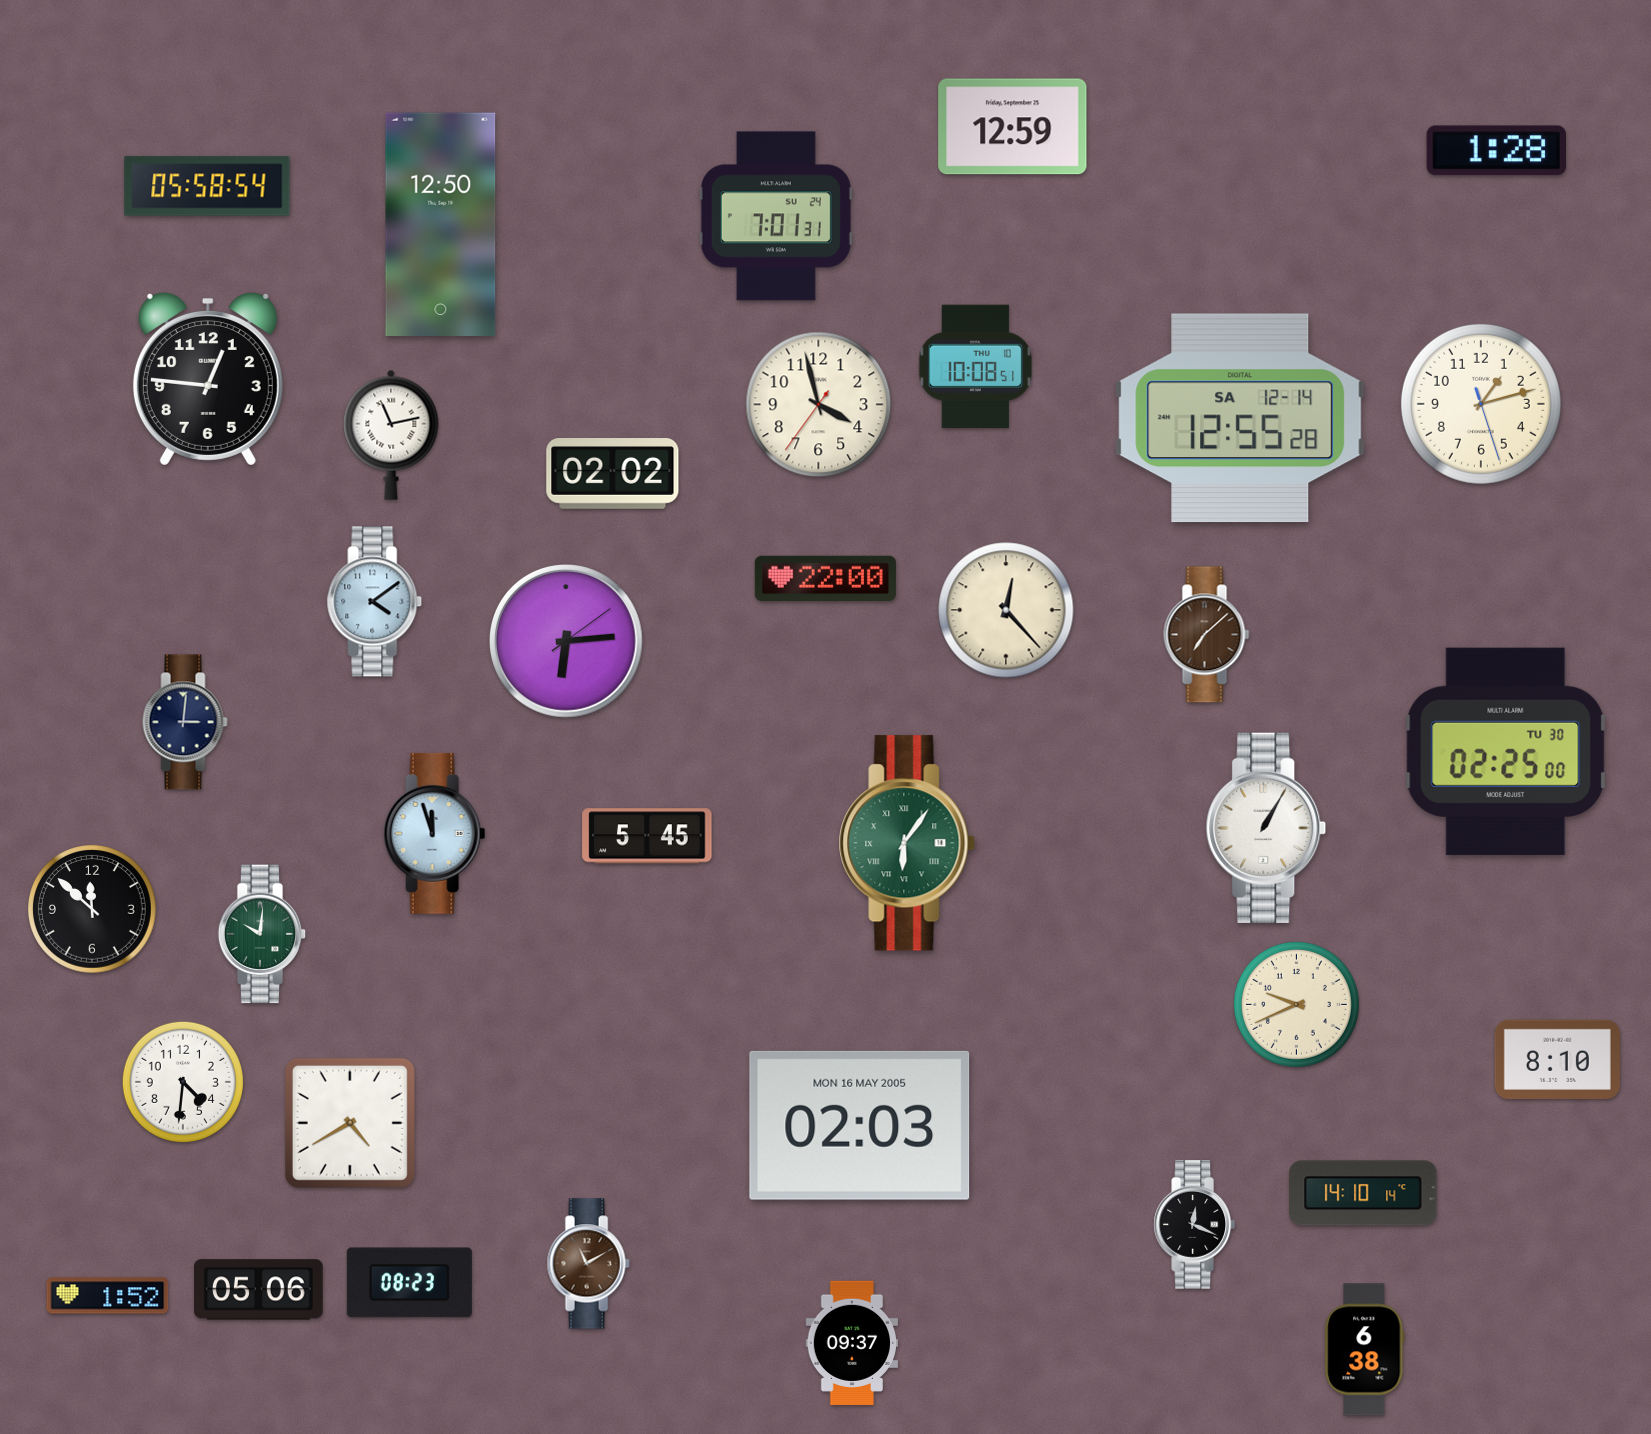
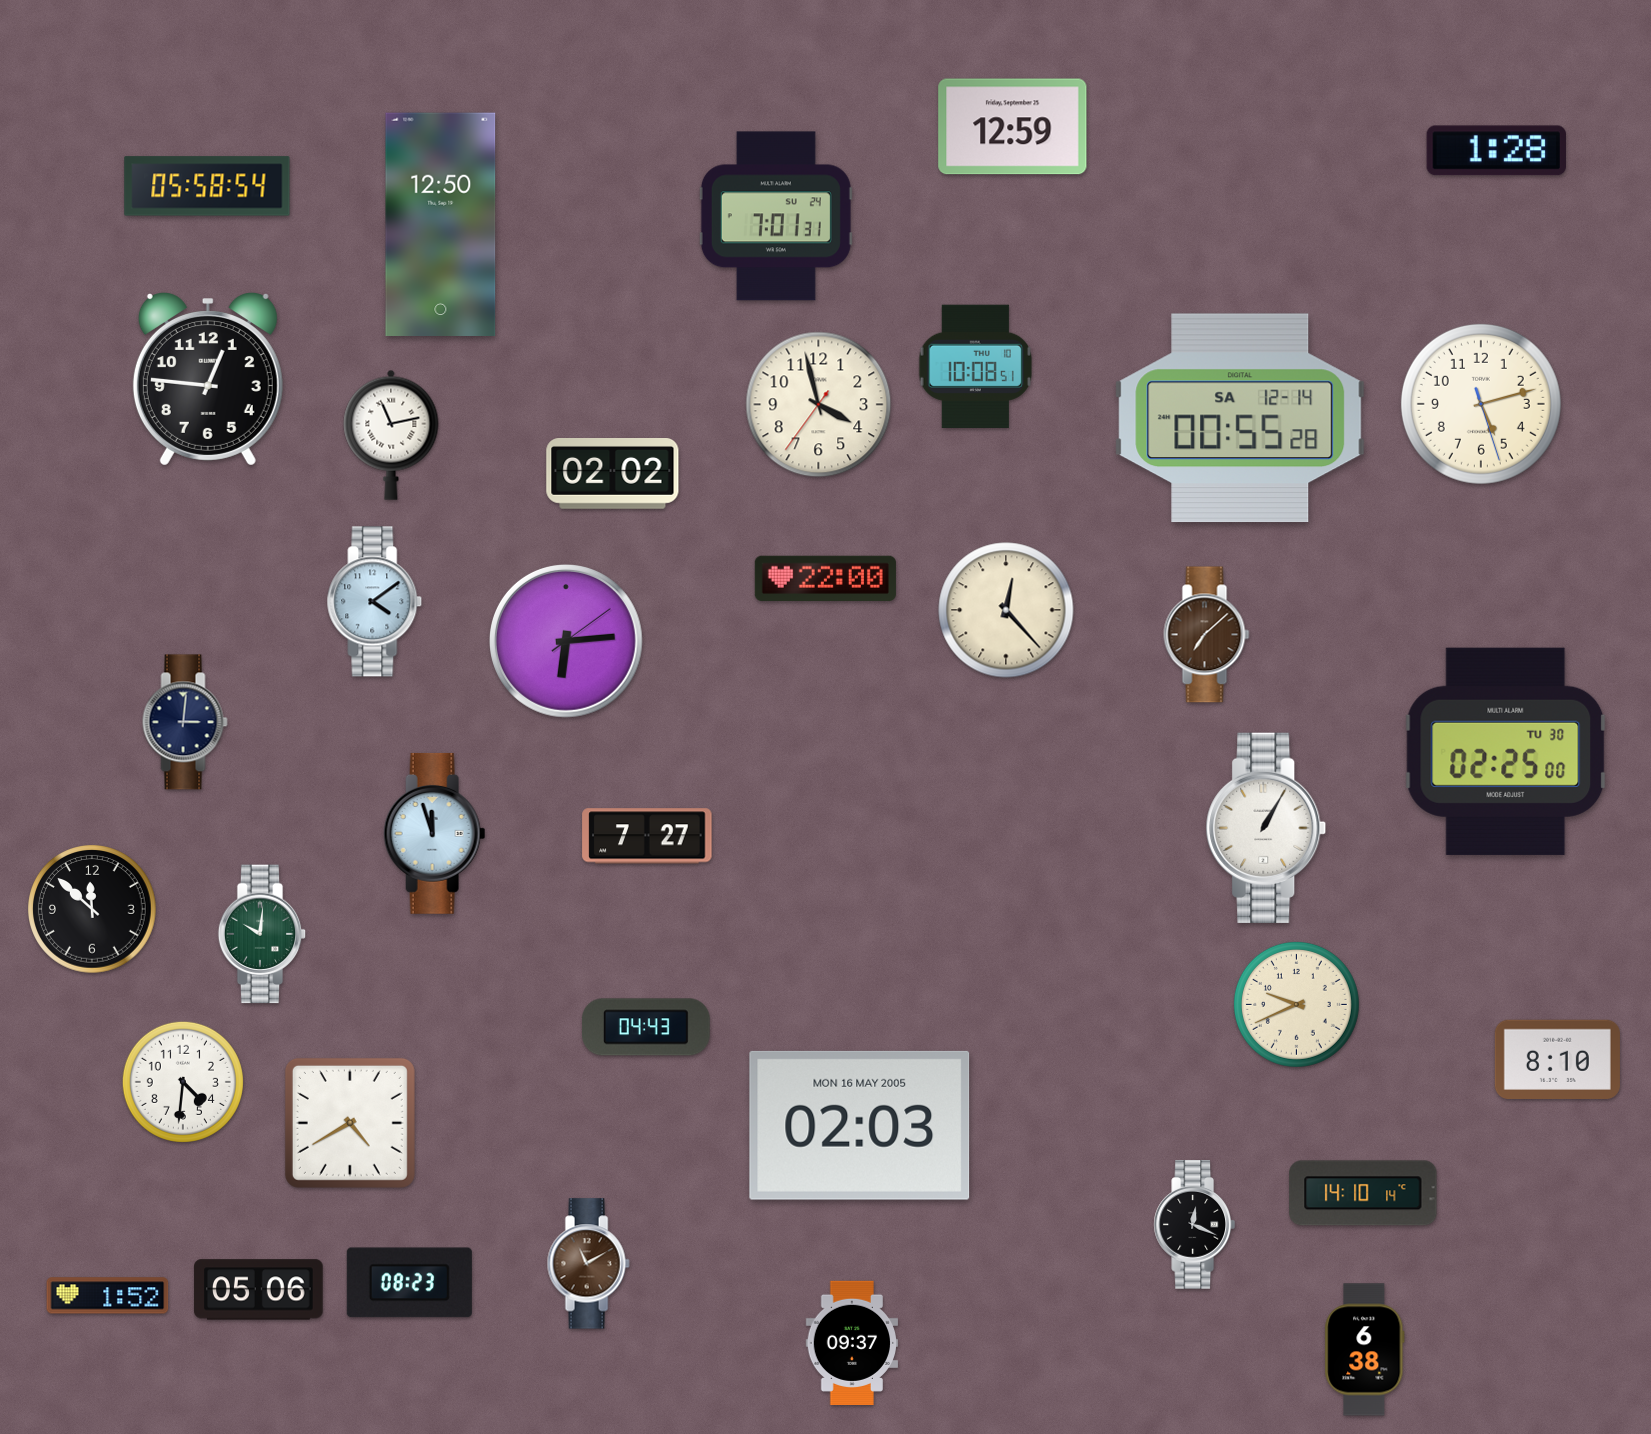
clock at (1481, 404): 1:12 -> 5:12
clock at (1240, 418): 12:55 -> 00:55
clock at (647, 836): 5:45 -> 7:27
clock at (907, 843): 6:06 -> none
clock at (646, 1027): none -> 04:43
